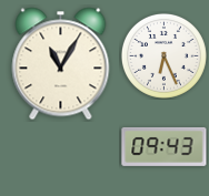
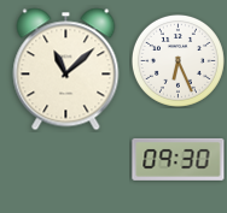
clock at (61, 64): 11:05 -> 11:08
clock at (165, 146): 09:43 -> 09:30
